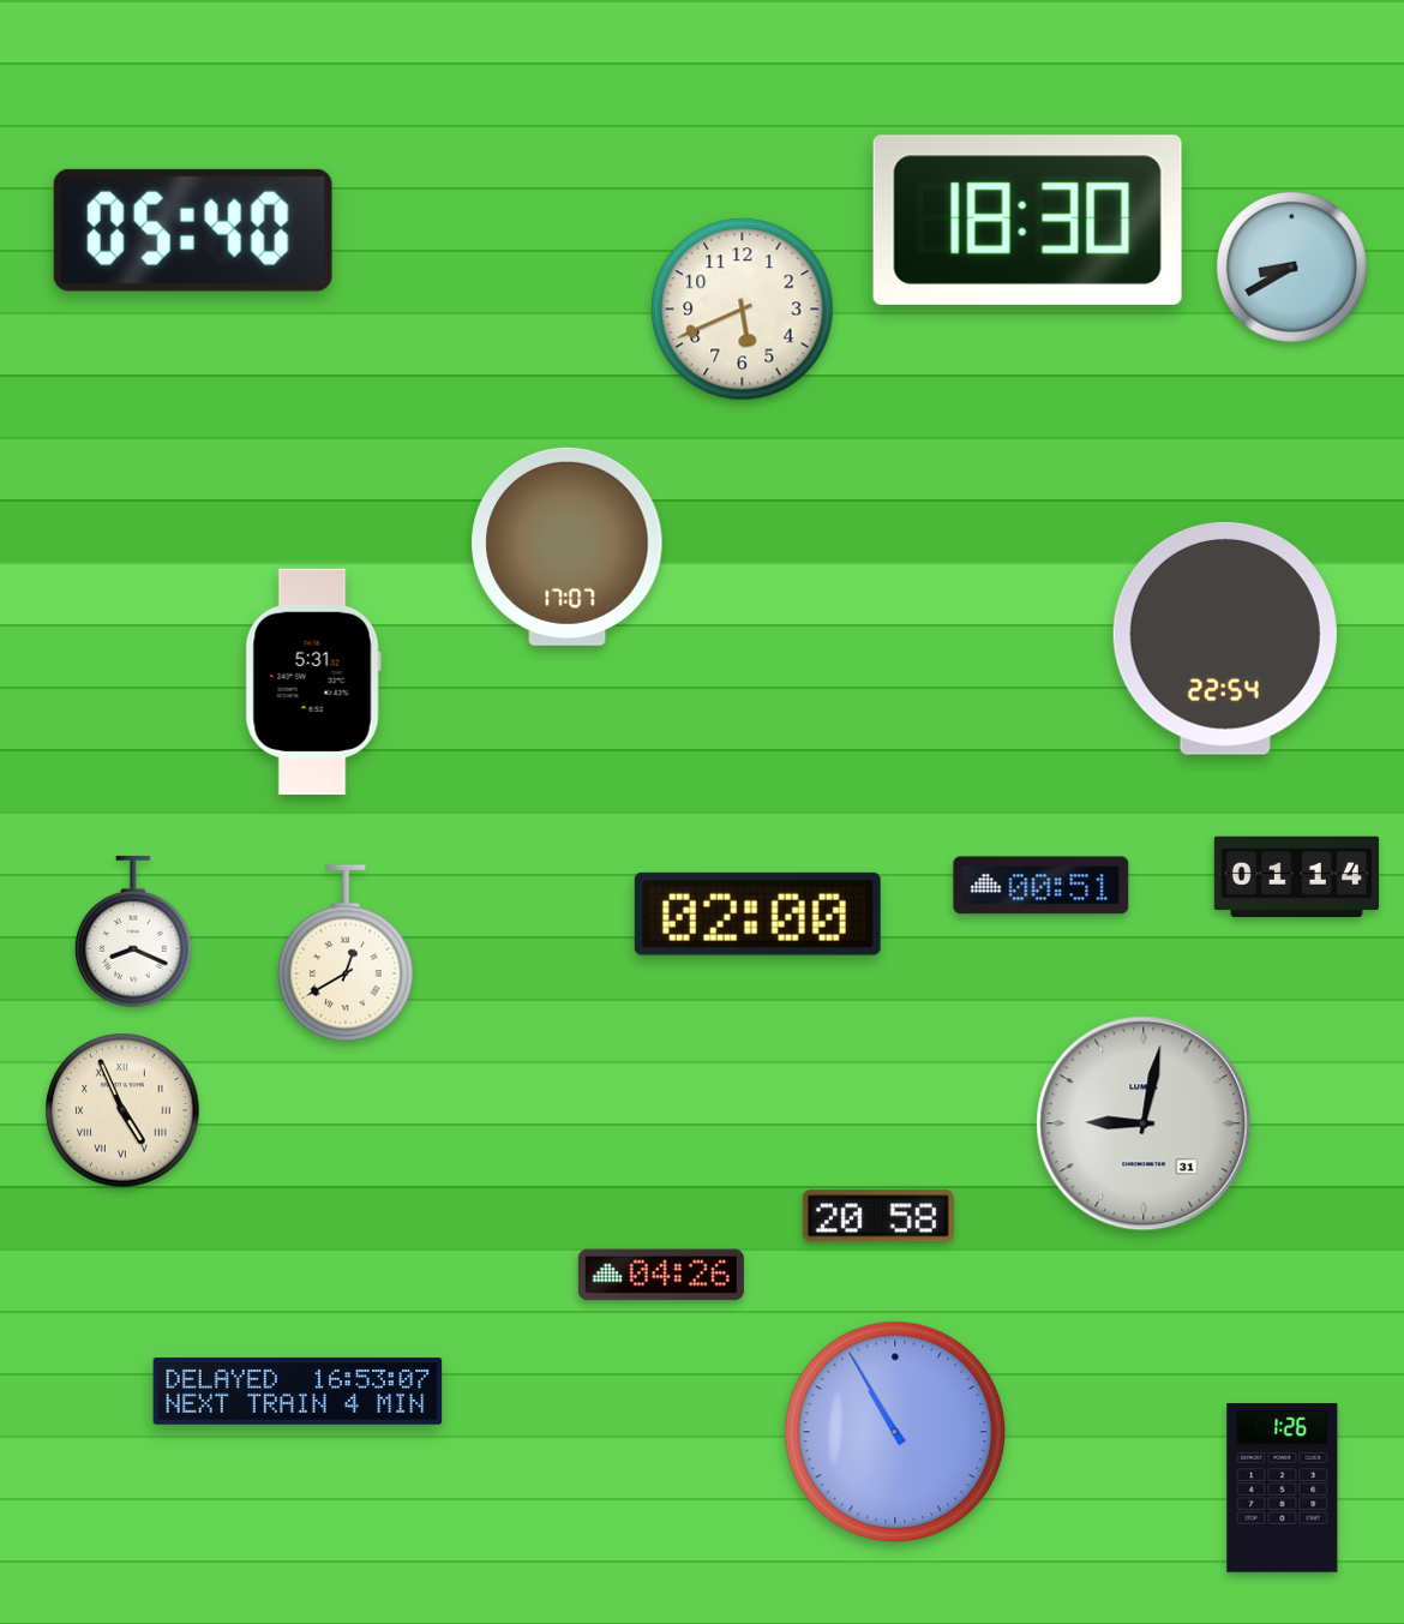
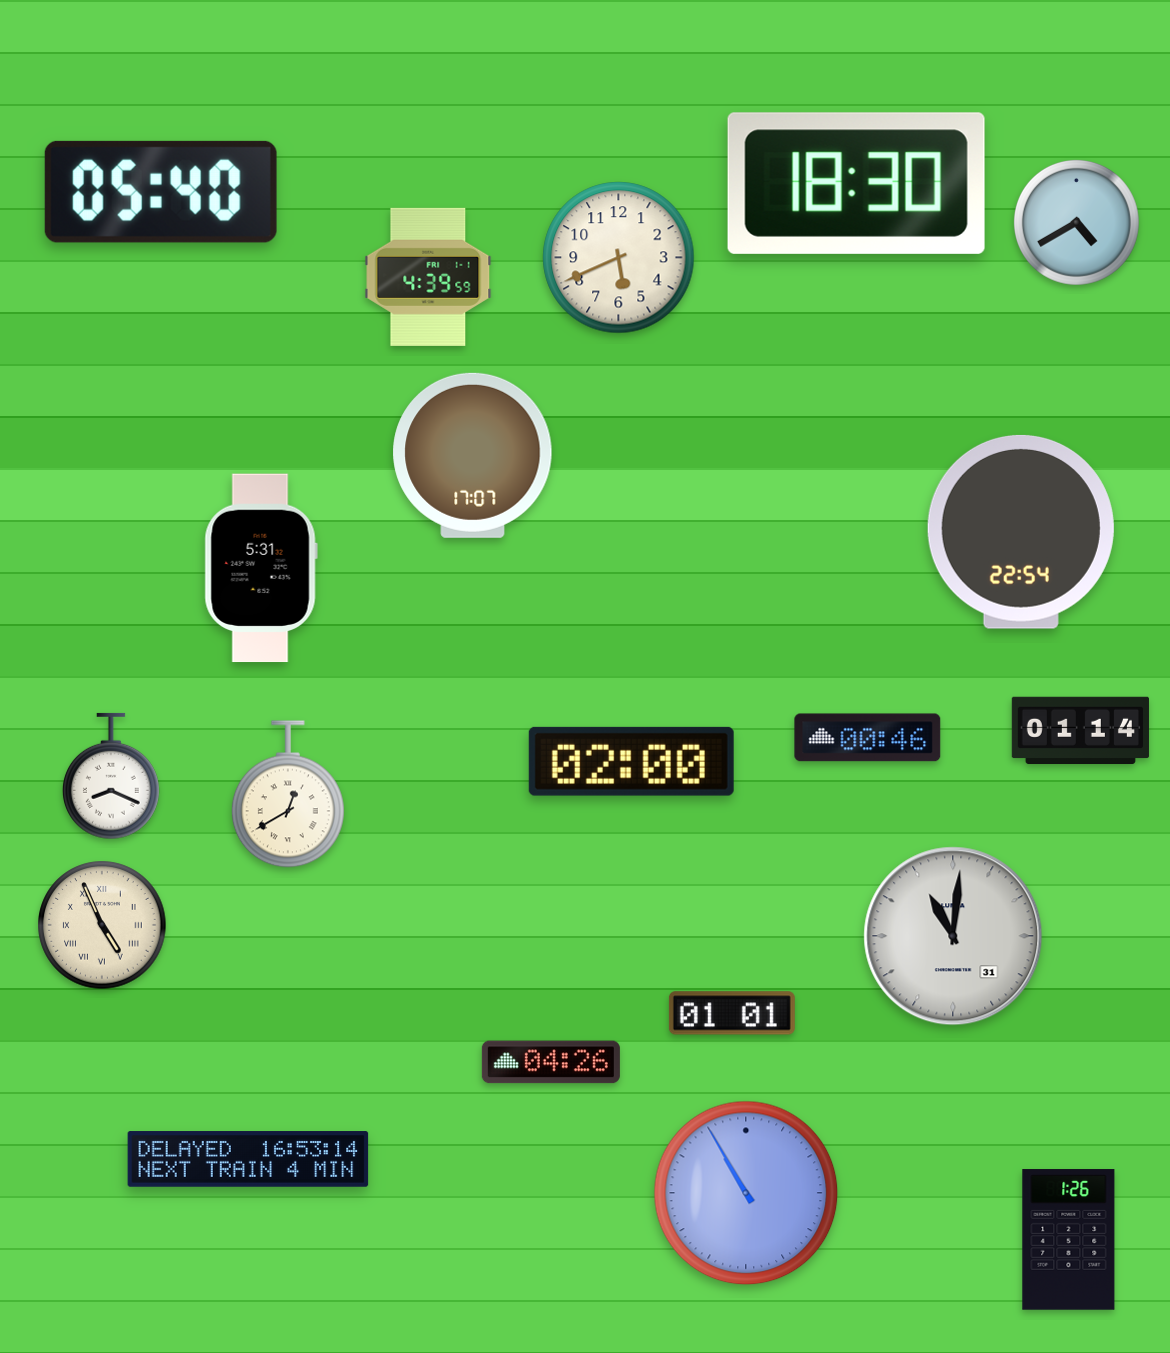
clock at (1291, 266): 8:40 -> 4:40
clock at (428, 277): none -> 4:39
clock at (1042, 886): 00:51 -> 00:46
clock at (1144, 1123): 9:02 -> 11:01
clock at (878, 1216): 20:58 -> 01:01
clock at (298, 1391): 16:53:07 -> 16:53:14
